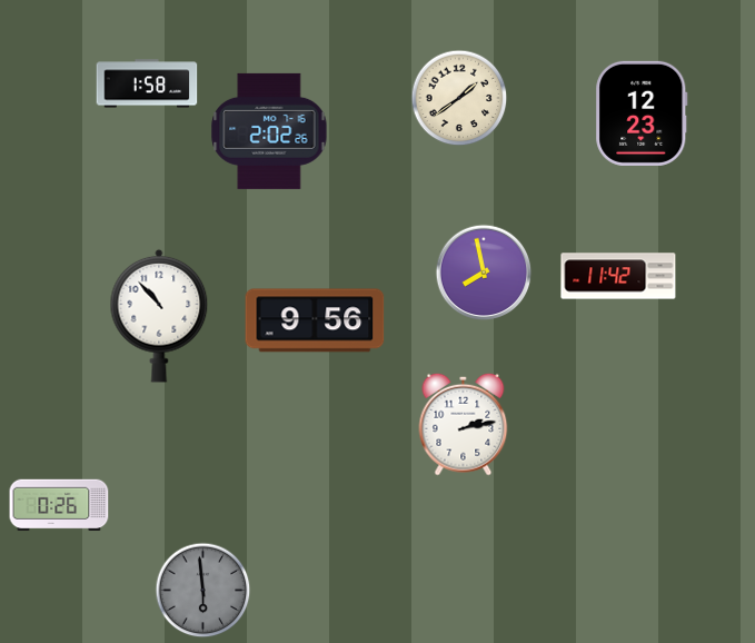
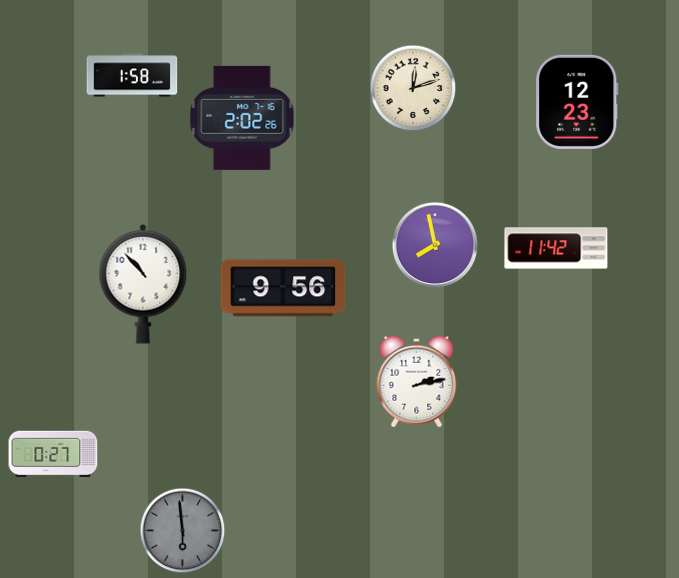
clock at (459, 98): 1:39 -> 12:12
clock at (59, 505): 0:26 -> 0:27
